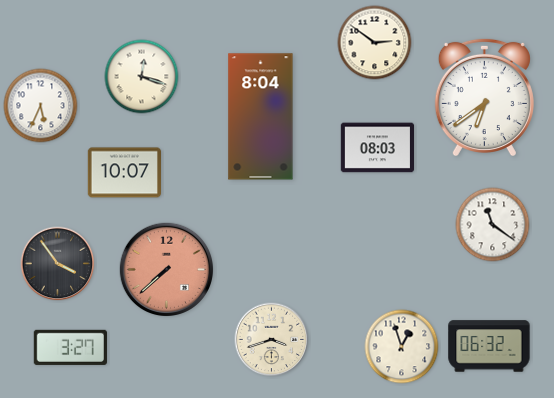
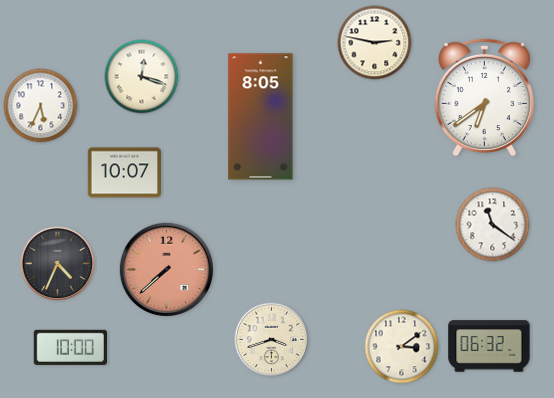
clock at (375, 43): 2:51 -> 2:47
clock at (261, 117): 8:04 -> 8:05
clock at (378, 148): 08:03 -> none
clock at (58, 264): 3:54 -> 4:34
clock at (70, 347): 3:27 -> 10:00
clock at (402, 347): 12:57 -> 3:09
